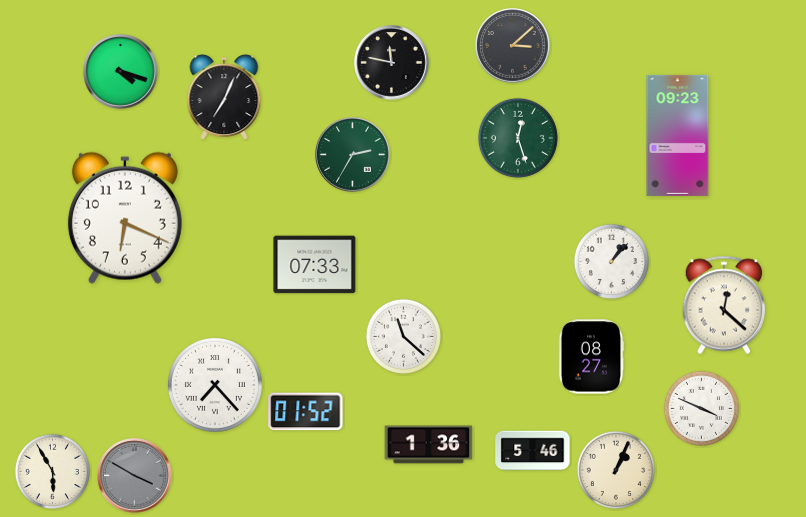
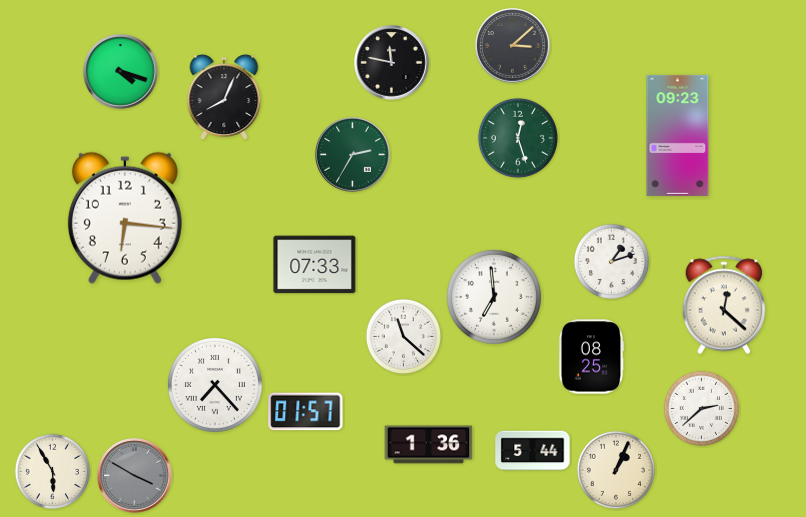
clock at (224, 97): 7:04 -> 8:04
clock at (125, 218): 6:19 -> 6:16
clock at (611, 261): 1:07 -> 1:12
clock at (494, 297): none -> 6:59
clock at (591, 357): 08:27 -> 08:25
clock at (701, 408): 3:49 -> 2:38
clock at (306, 412): 01:52 -> 01:57
clock at (533, 451): 5:46 -> 5:44
